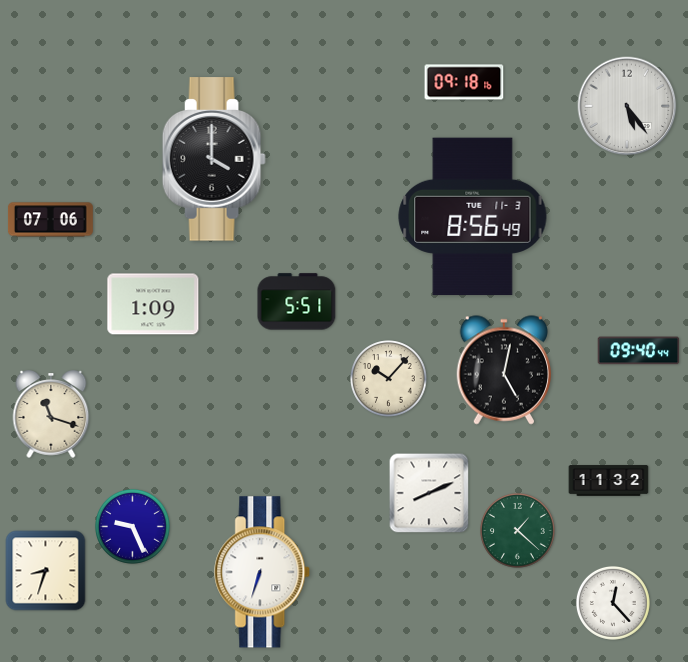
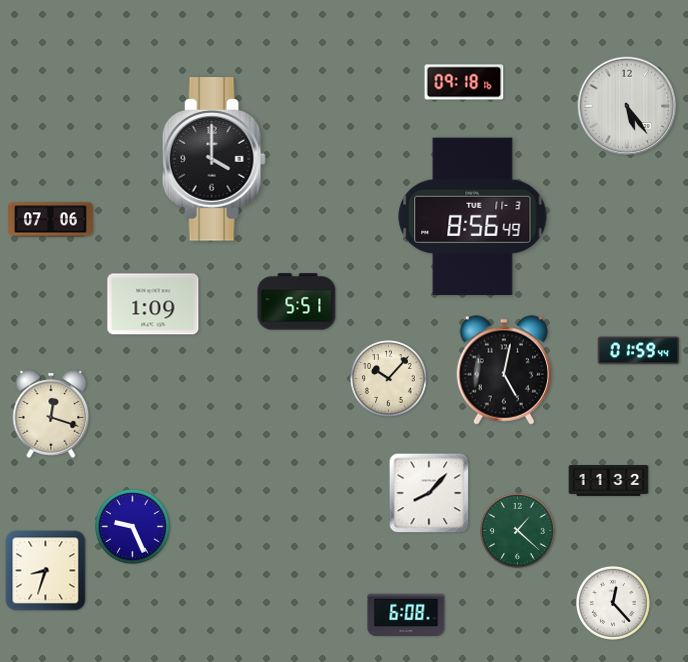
clock at (639, 351): 09:40 -> 01:59
clock at (51, 414): 11:18 -> 12:18
clock at (429, 493): 8:11 -> 8:07
clock at (263, 572): 6:33 -> none
clock at (406, 615): none -> 6:08
